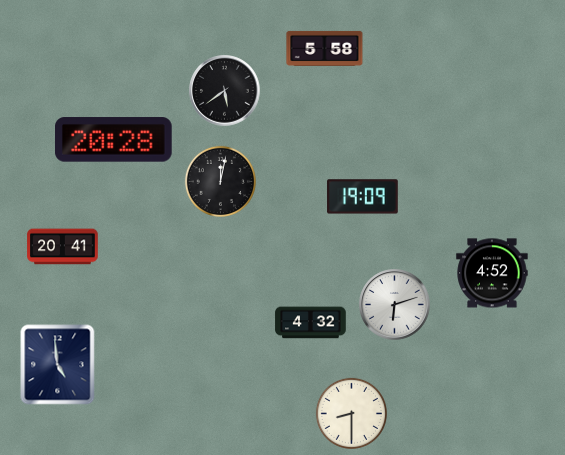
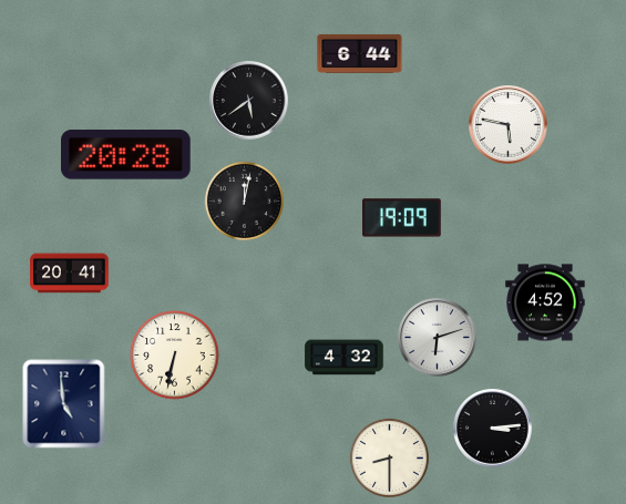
clock at (325, 48): 5:58 -> 6:44
clock at (509, 125): none -> 5:47
clock at (175, 356): none -> 6:32
clock at (493, 429): none -> 3:14
